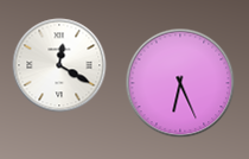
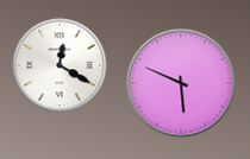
clock at (180, 83): 6:26 -> 5:49
